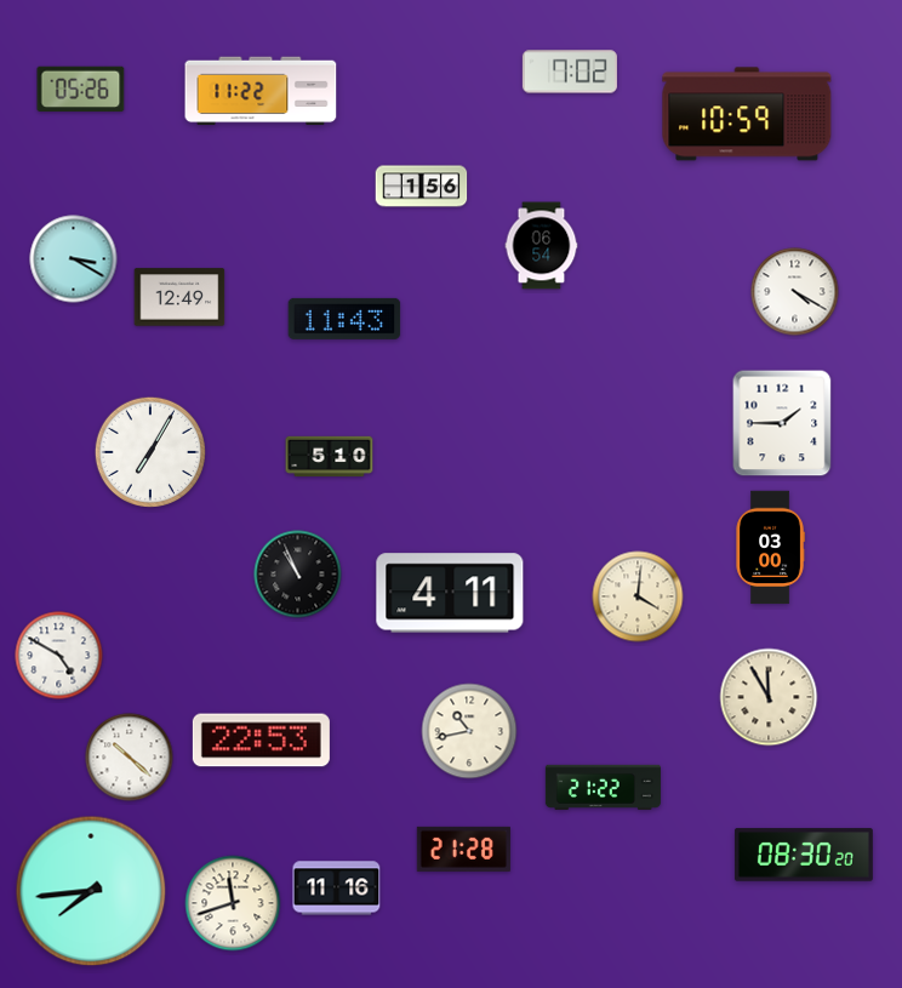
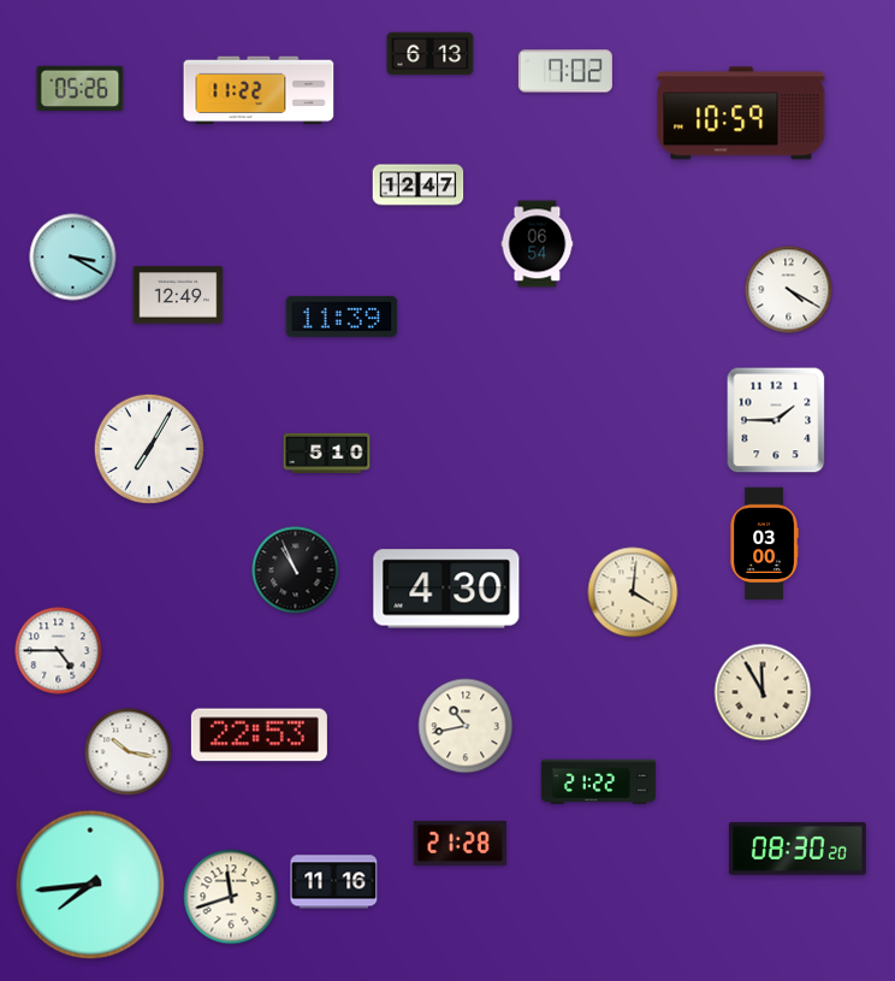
clock at (431, 54): none -> 6:13
clock at (422, 187): 1:56 -> 12:47
clock at (344, 319): 11:43 -> 11:39
clock at (450, 593): 4:11 -> 4:30
clock at (59, 656): 4:50 -> 4:45
clock at (130, 758): 10:22 -> 10:17
